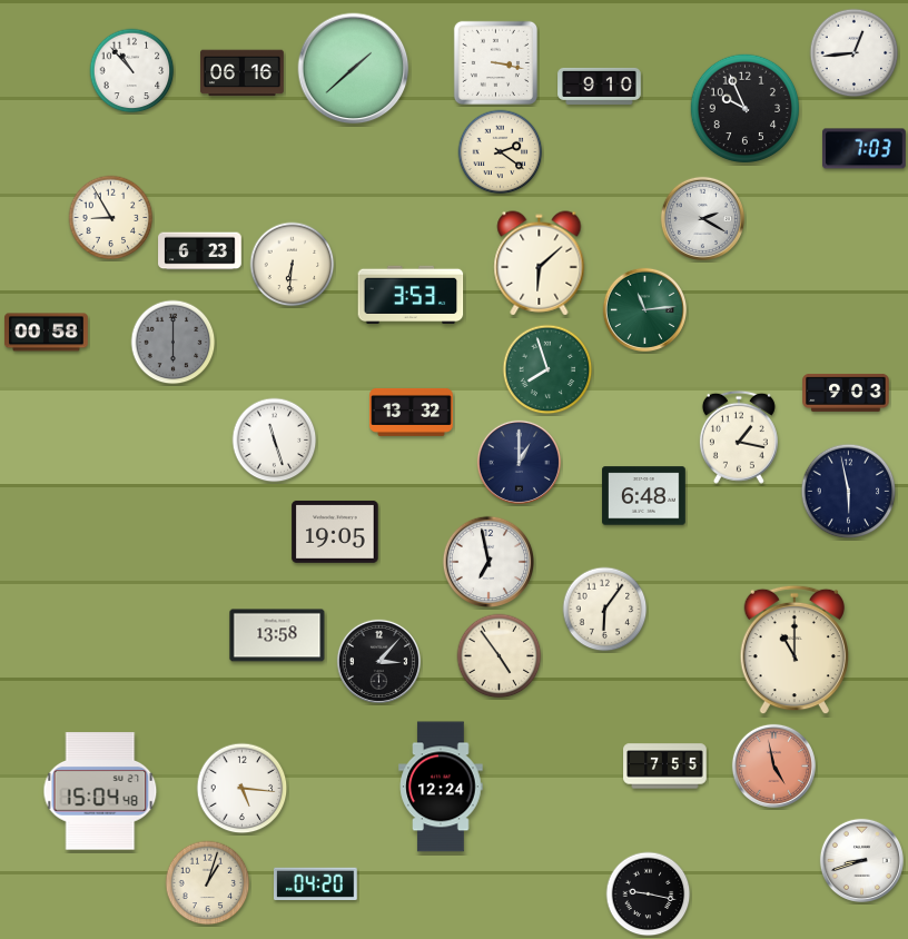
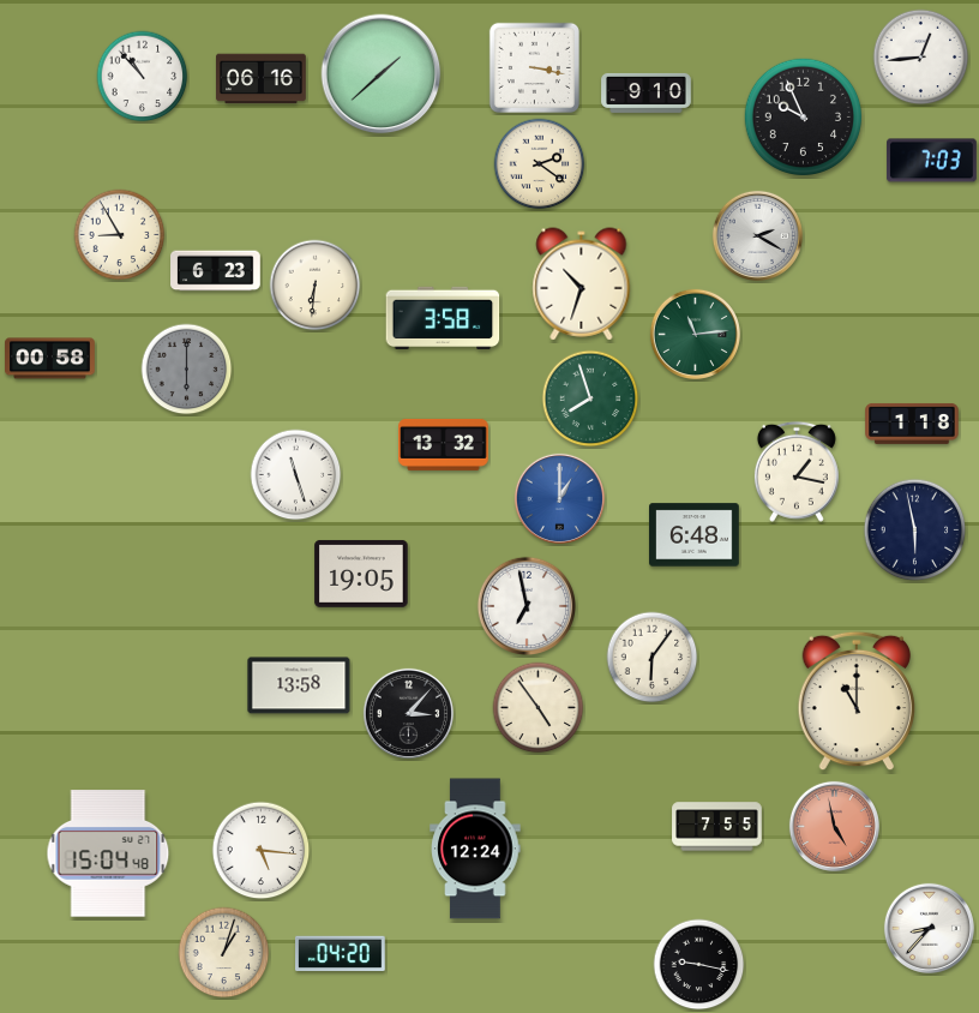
clock at (540, 264): 6:08 -> 10:33
clock at (411, 294): 3:53 -> 3:58
clock at (846, 393): 9:03 -> 1:18
clock at (519, 462) dial: navy -> blue
clock at (861, 860): 8:42 -> 8:37
